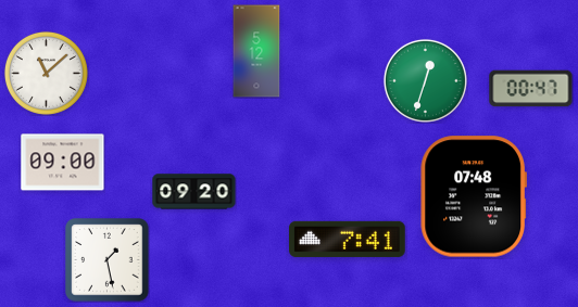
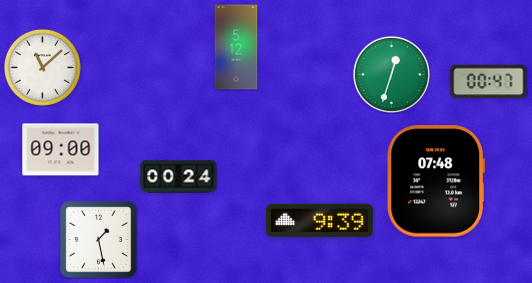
clock at (63, 163) position: (63, 163) -> (61, 150)
clock at (194, 192): 09:20 -> 00:24
clock at (348, 239): 7:41 -> 9:39
